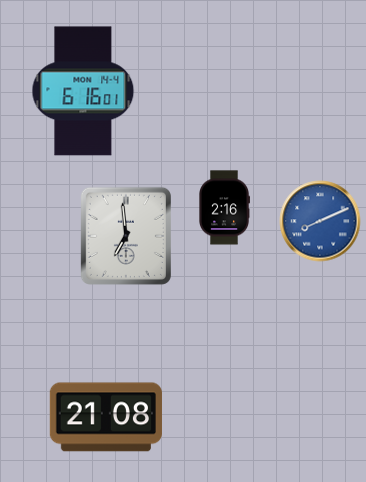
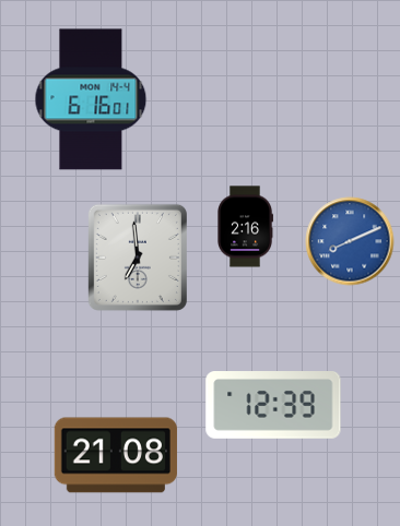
clock at (273, 406): none -> 12:39
